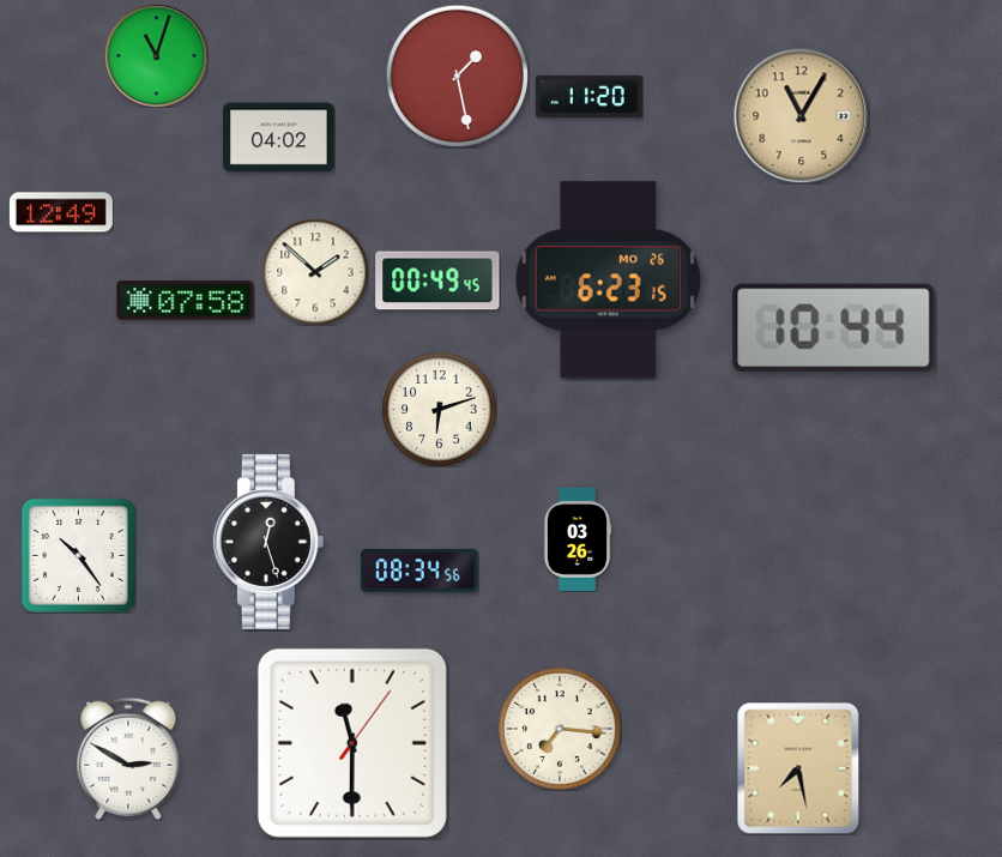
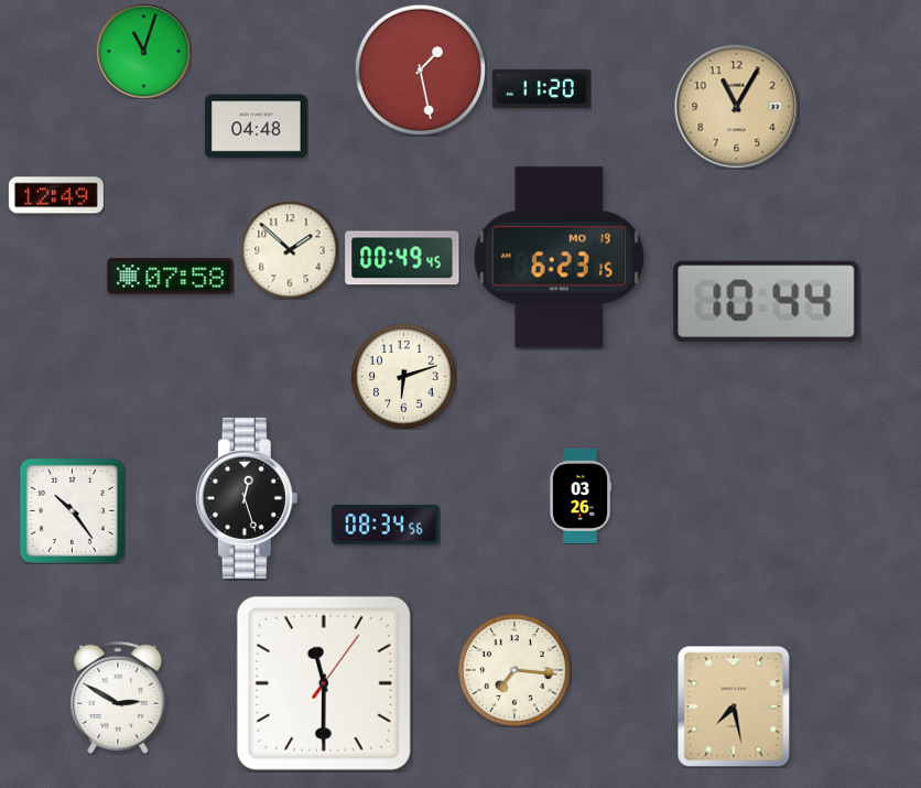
clock at (279, 138): 04:02 -> 04:48
clock at (608, 280) date: MO 26 -> MO 19
clock at (578, 539) position: (578, 539) -> (581, 496)
